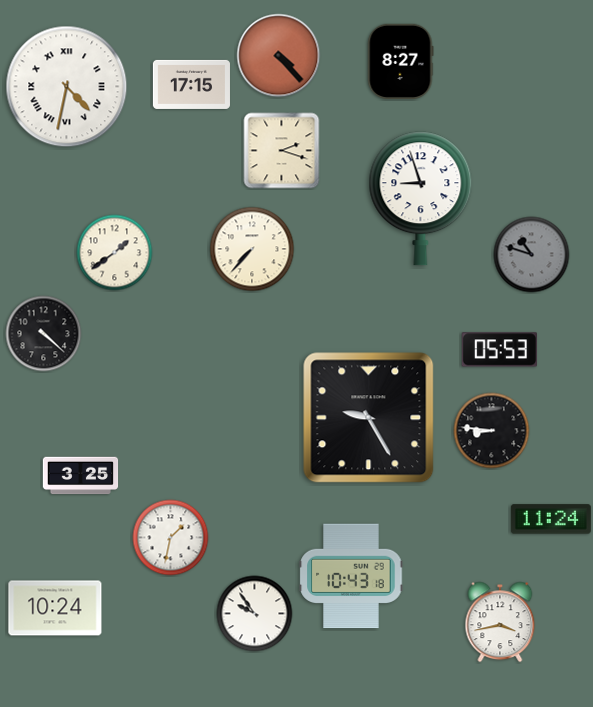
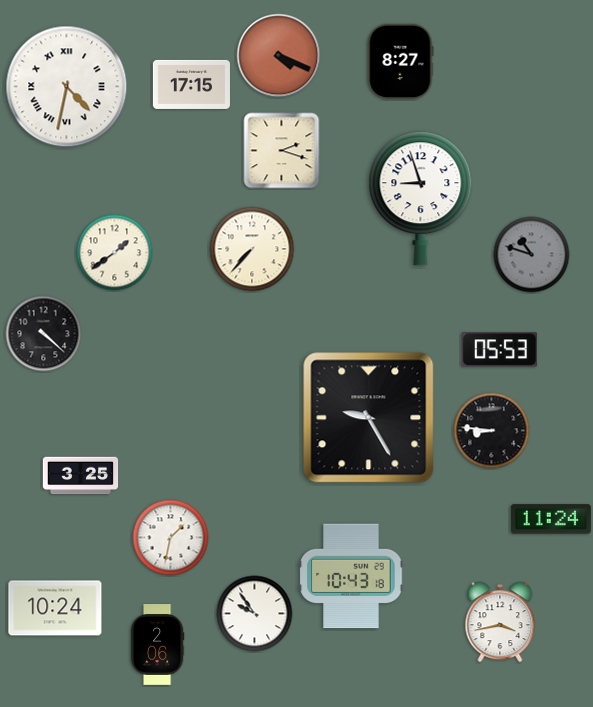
clock at (279, 56): 4:23 -> 4:19
clock at (157, 645): none -> 2:06
